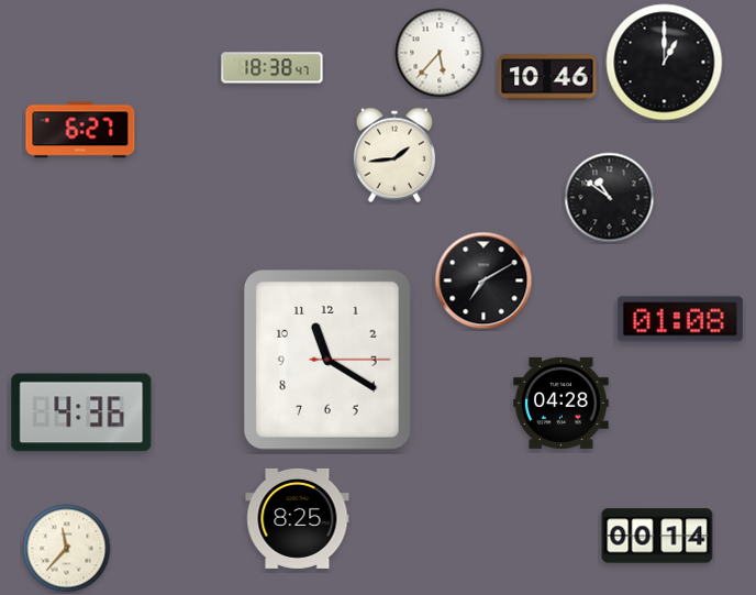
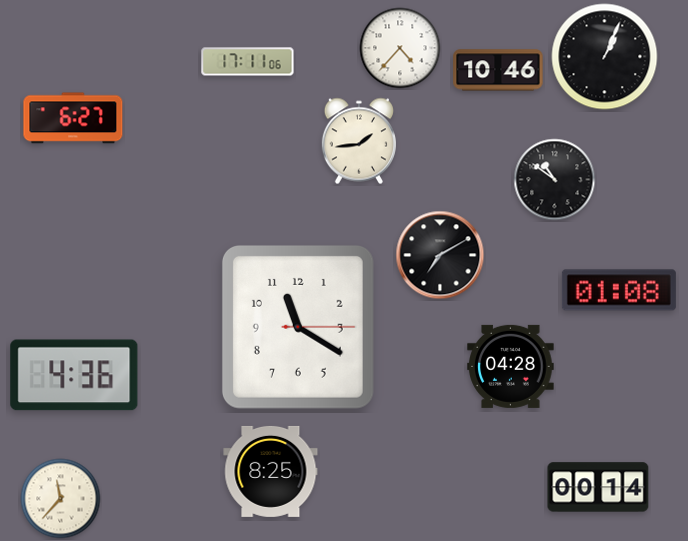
clock at (440, 53): 5:37 -> 4:37
clock at (665, 63): 1:00 -> 1:04
clock at (273, 68): 18:38 -> 17:11
